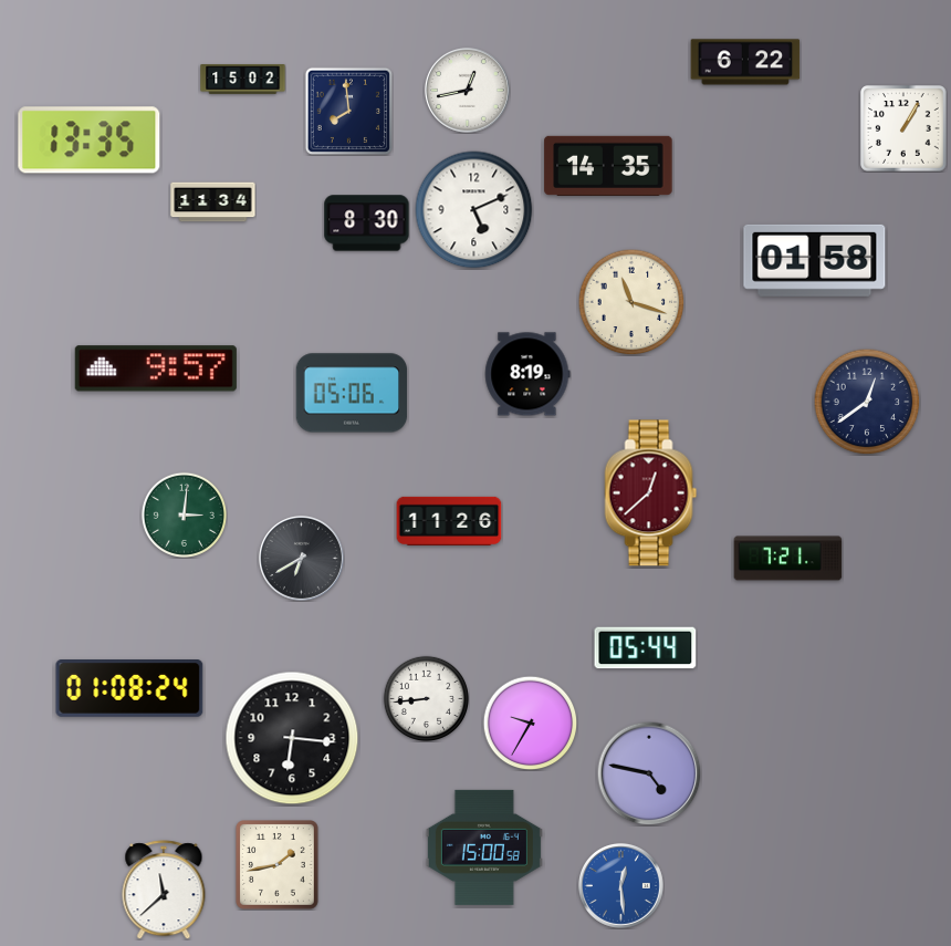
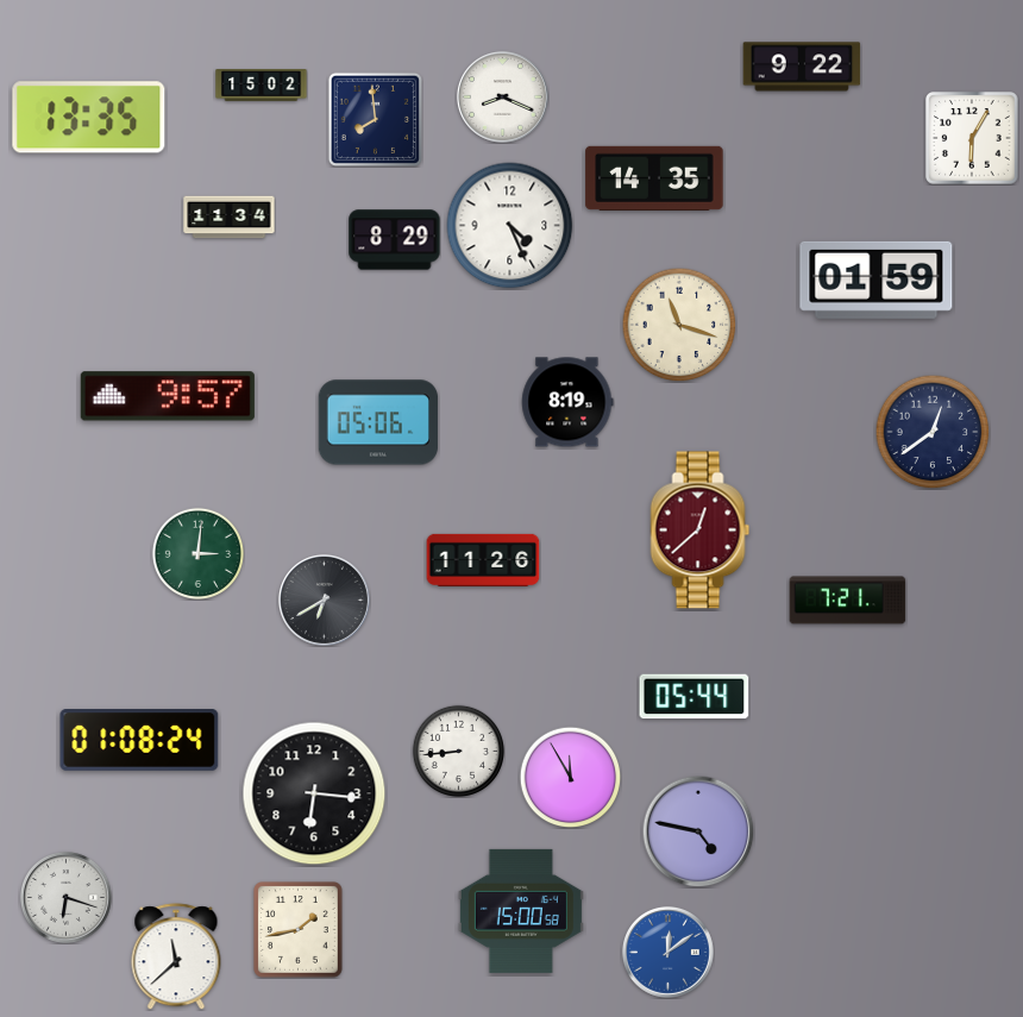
clock at (745, 62): 6:22 -> 9:22
clock at (467, 90): 12:43 -> 8:19
clock at (903, 128): 1:05 -> 6:05
clock at (90, 141) position: (90, 141) -> (89, 118)
clock at (474, 210): 5:11 -> 4:26
clock at (367, 223): 8:30 -> 8:29
clock at (815, 260): 01:58 -> 01:59
clock at (530, 723): 9:35 -> 11:55
clock at (65, 897): none -> 6:18
clock at (620, 885): 12:29 -> 12:09
